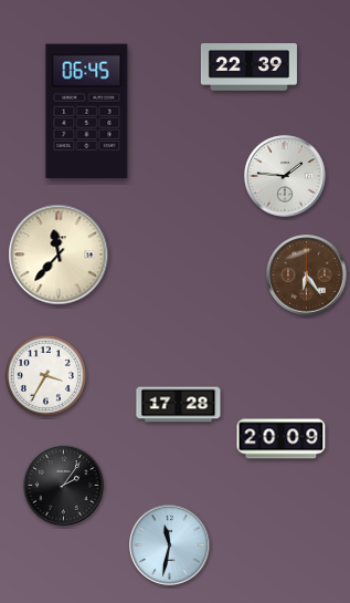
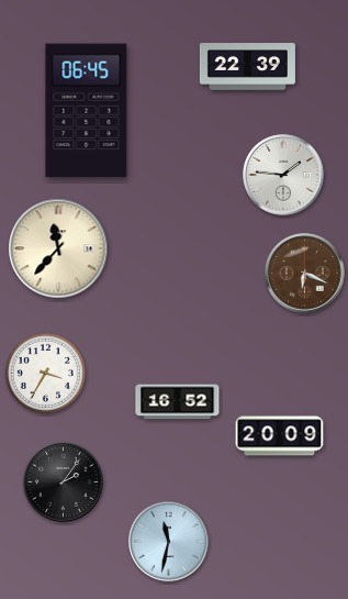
clock at (59, 254) position: (59, 254) -> (58, 248)
clock at (307, 275): 6:24 -> 6:19
clock at (179, 405): 17:28 -> 16:52
